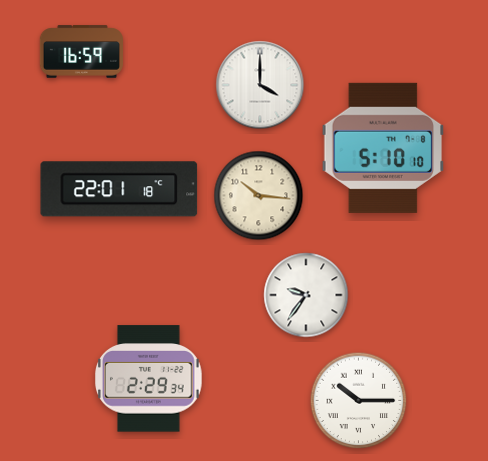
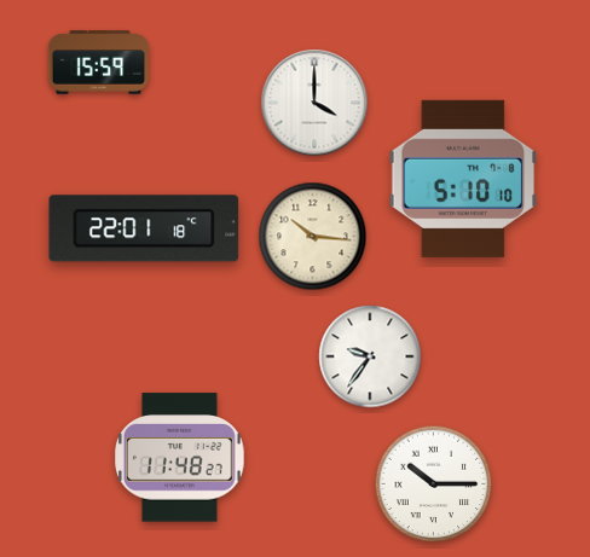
clock at (81, 52): 16:59 -> 15:59
clock at (149, 379): 2:29 -> 11:48
